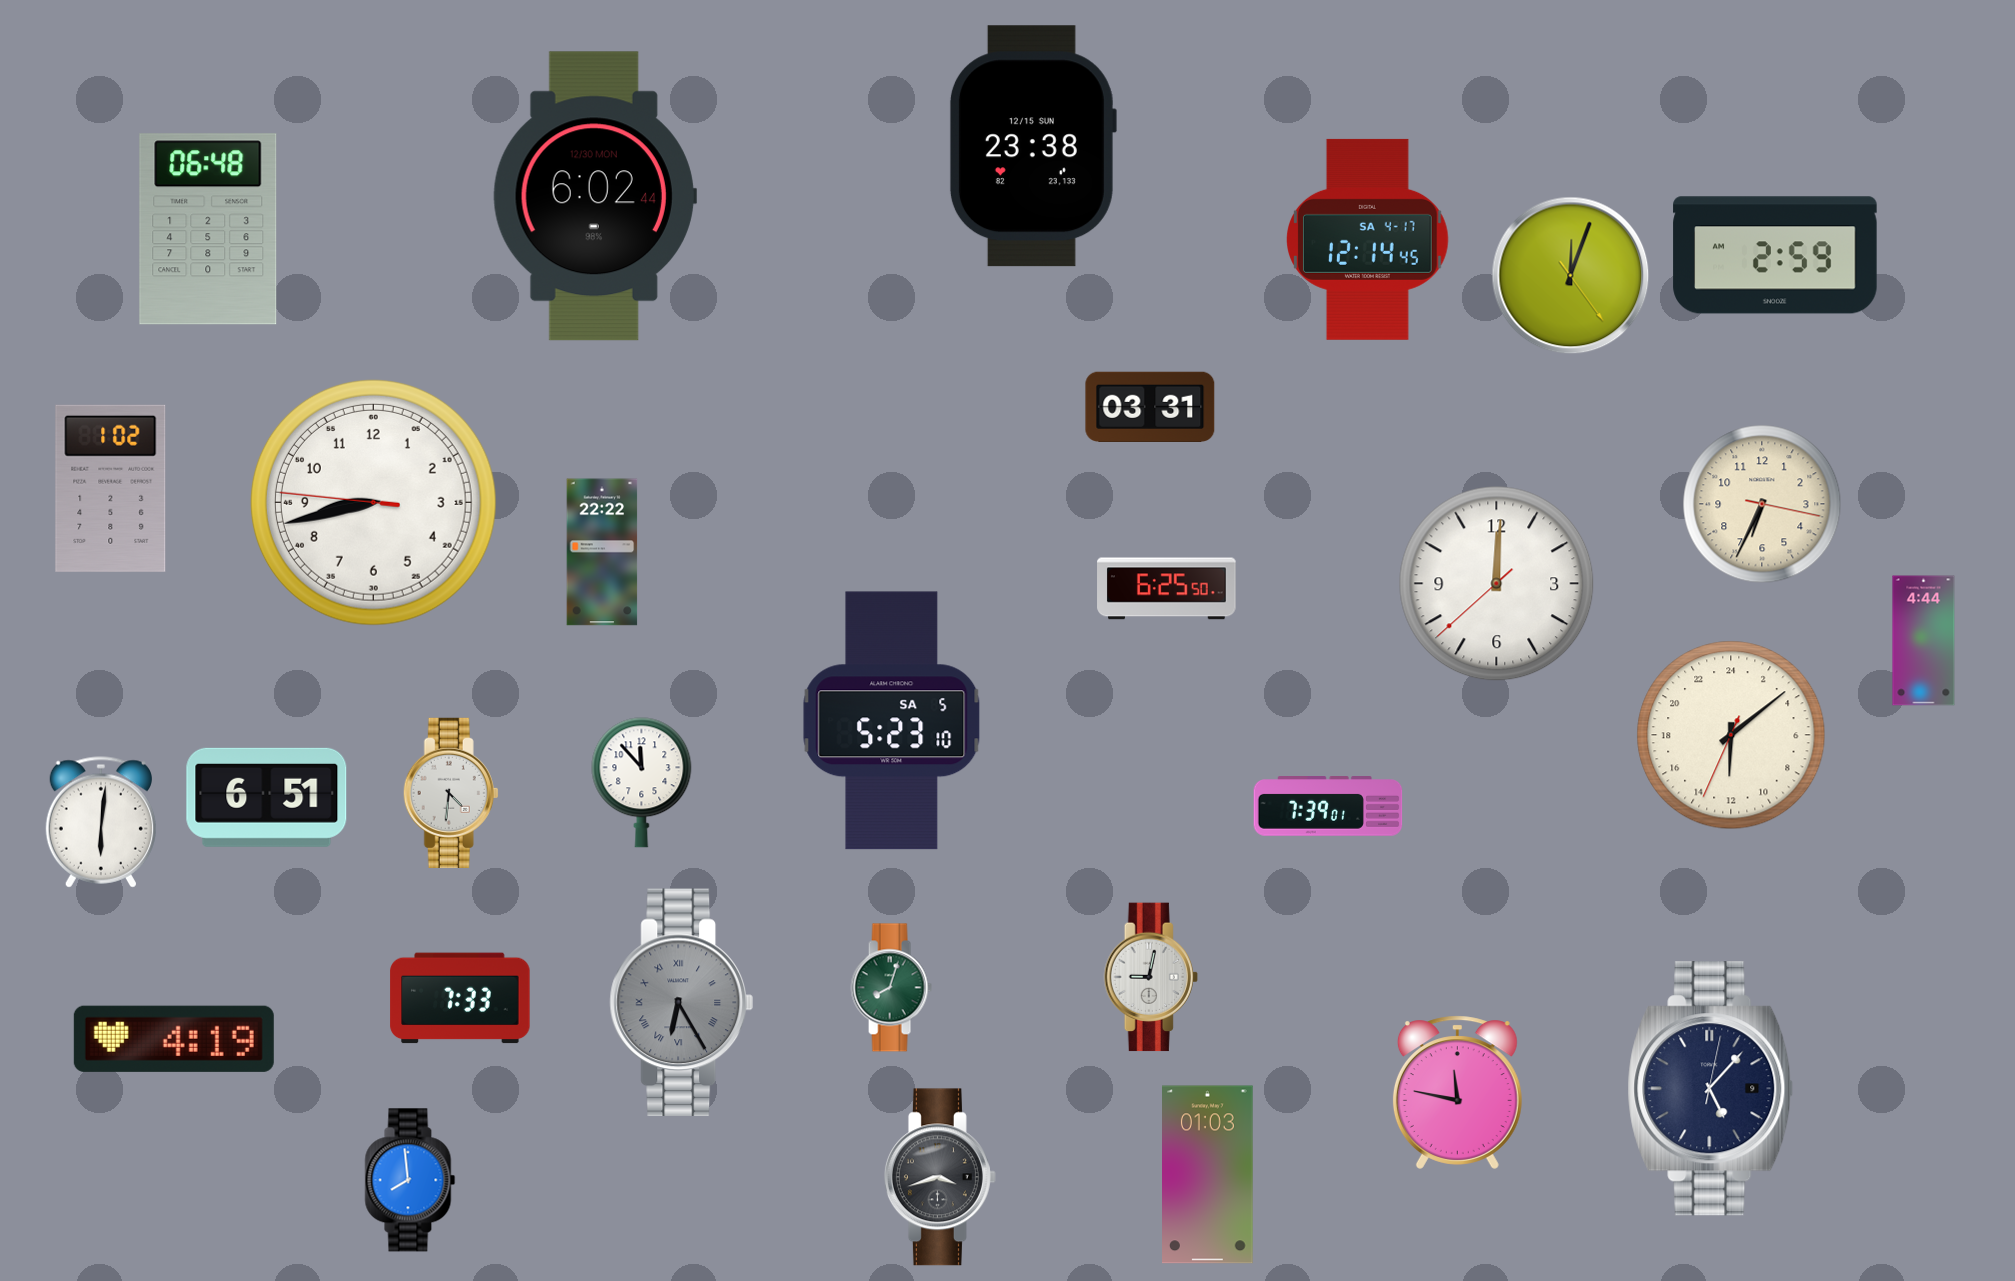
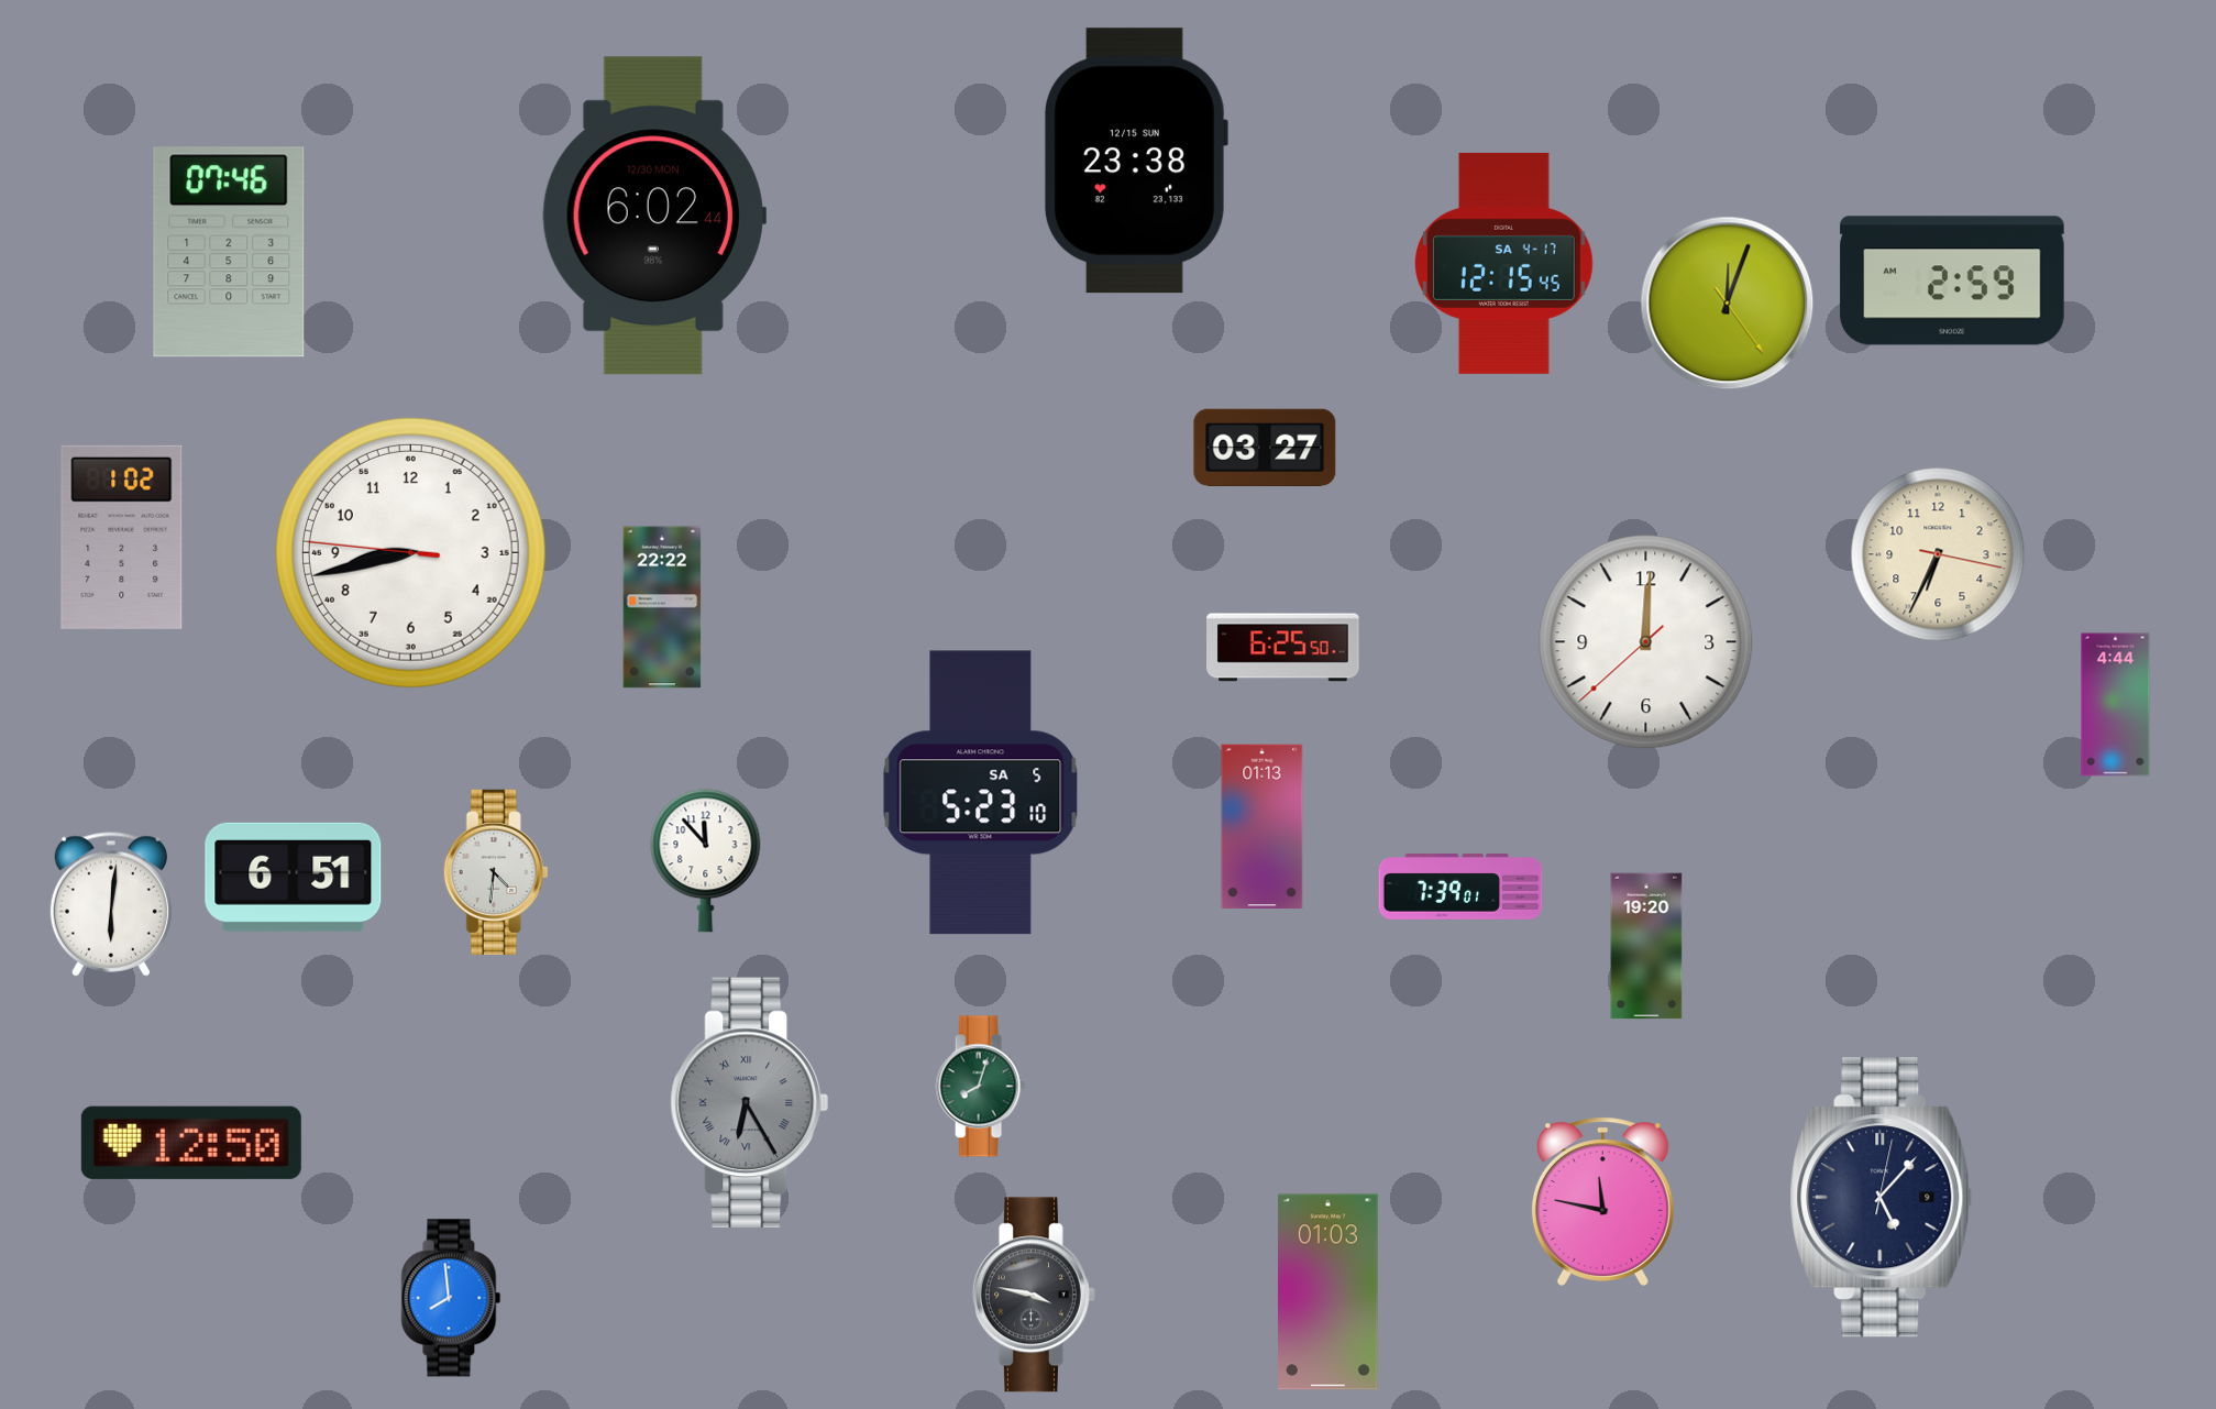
clock at (208, 229): 06:48 -> 07:46
clock at (1368, 239): 12:14 -> 12:15
clock at (1150, 407): 03:31 -> 03:27
clock at (1731, 735): 12:08 -> none
clock at (1263, 827): none -> 01:13
clock at (1646, 946): none -> 19:20
clock at (1151, 977): 9:02 -> none
clock at (460, 998): 7:33 -> none
clock at (174, 1039): 4:19 -> 12:50
clock at (940, 1177): 3:42 -> 3:47
